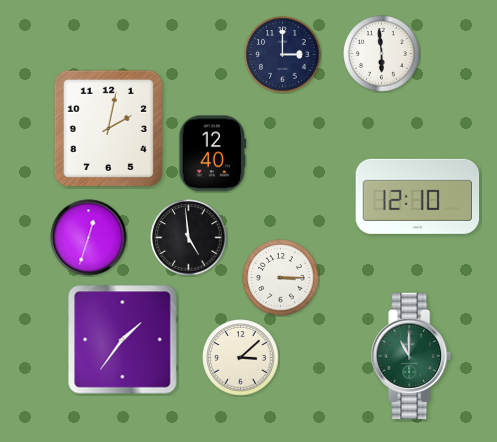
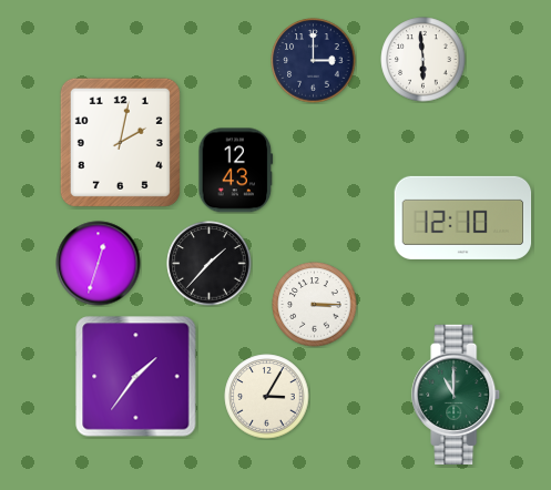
clock at (213, 154): 12:40 -> 12:43
clock at (189, 238): 4:59 -> 1:37
clock at (281, 278) position: (281, 278) -> (315, 305)
clock at (241, 358): 3:08 -> 3:05
